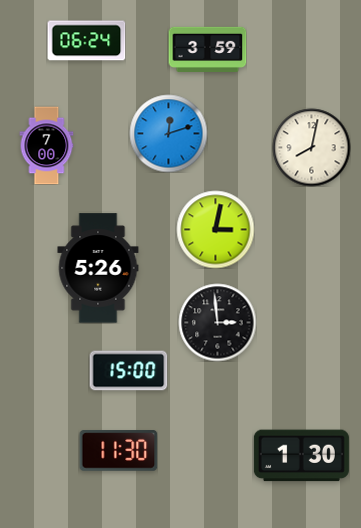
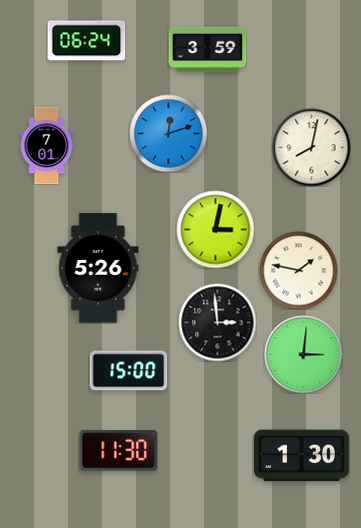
clock at (47, 145): 7:00 -> 7:01
clock at (298, 270): none -> 1:47
clock at (303, 354): none -> 3:01
